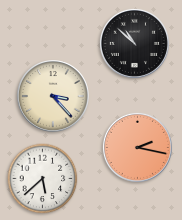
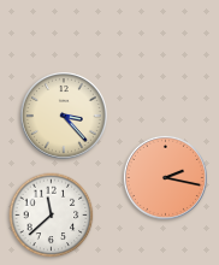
clock at (134, 43): 10:52 -> none
clock at (43, 179): 5:38 -> 11:38
